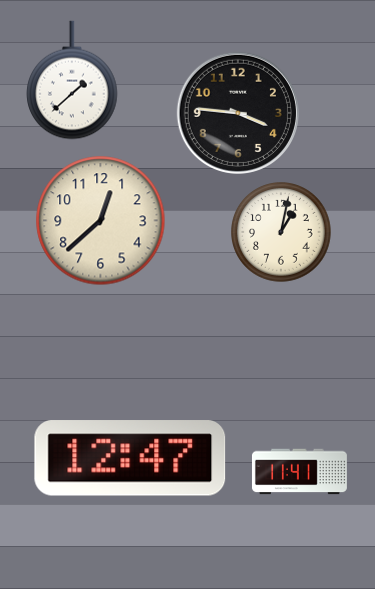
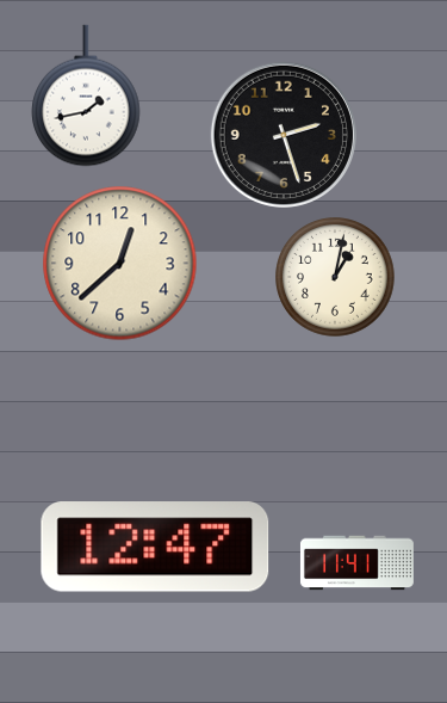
clock at (72, 80): 1:38 -> 1:43
clock at (238, 113): 3:46 -> 2:27
